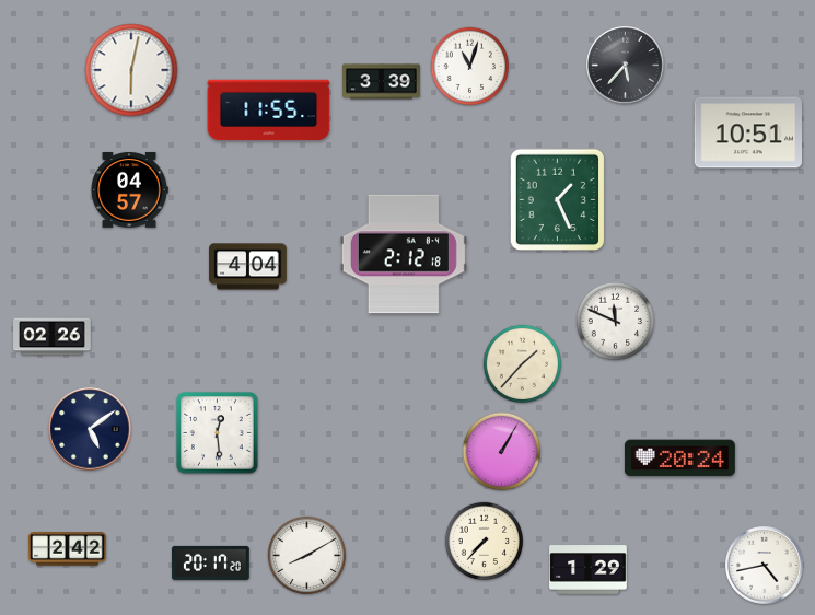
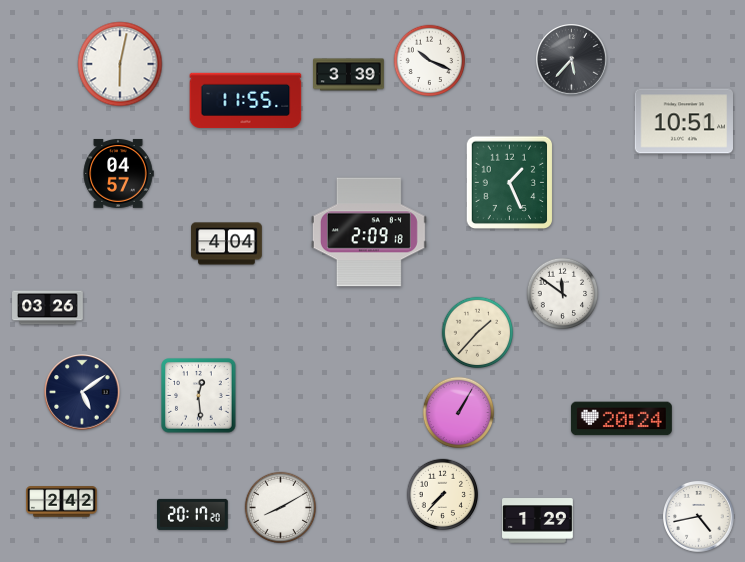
clock at (470, 67): 11:03 -> 10:19
clock at (404, 254): 2:12 -> 2:09
clock at (616, 322): 11:49 -> 11:51
clock at (53, 337): 02:26 -> 03:26
